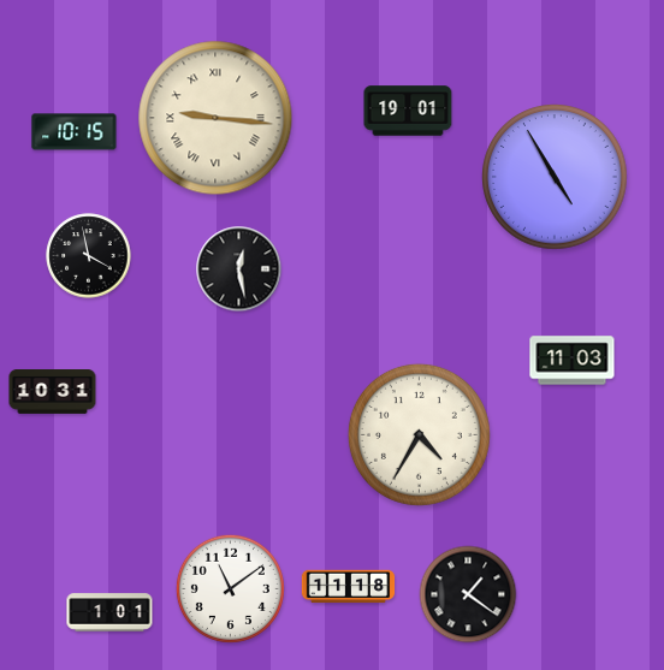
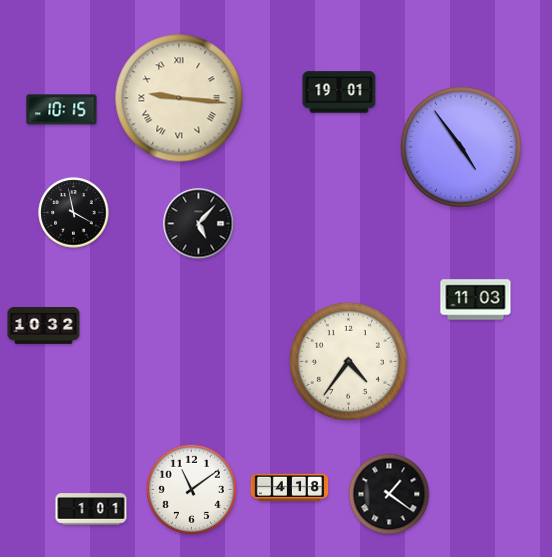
clock at (556, 178): 4:55 -> 4:54
clock at (239, 269): 12:28 -> 5:07
clock at (53, 392): 10:31 -> 10:32
clock at (419, 434): 4:35 -> 4:36
clock at (349, 587): 11:18 -> 4:18
